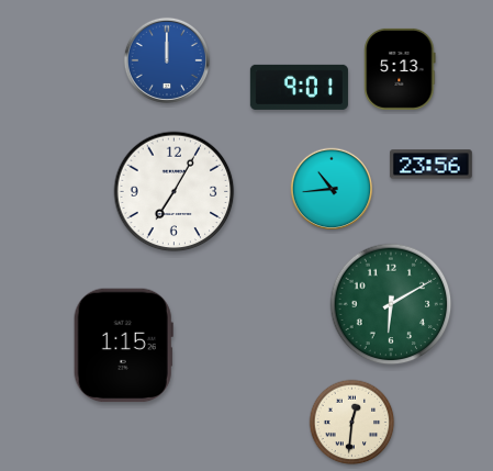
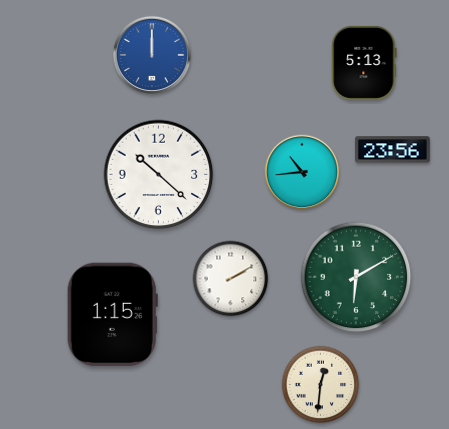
clock at (299, 87): 9:01 -> none
clock at (175, 192): 7:05 -> 10:22
clock at (231, 279): none -> 2:10
